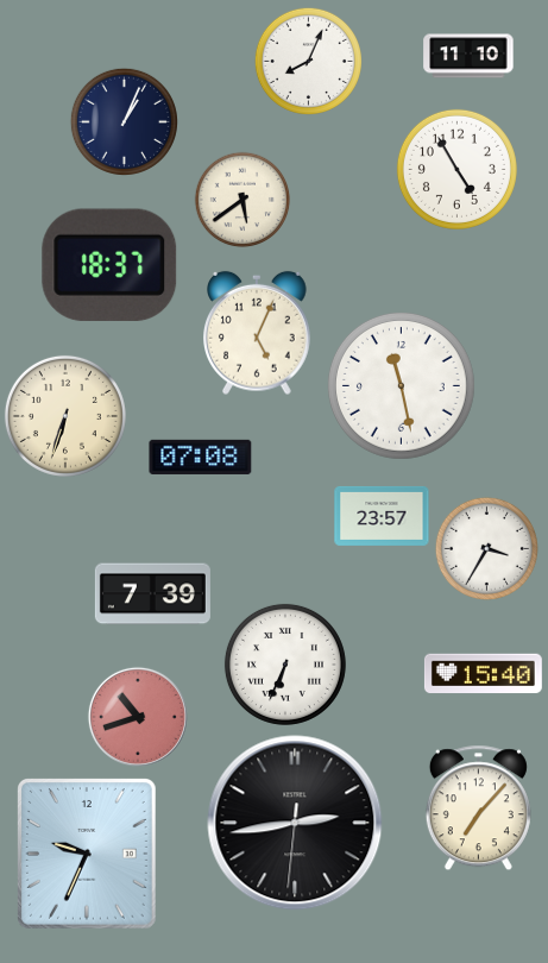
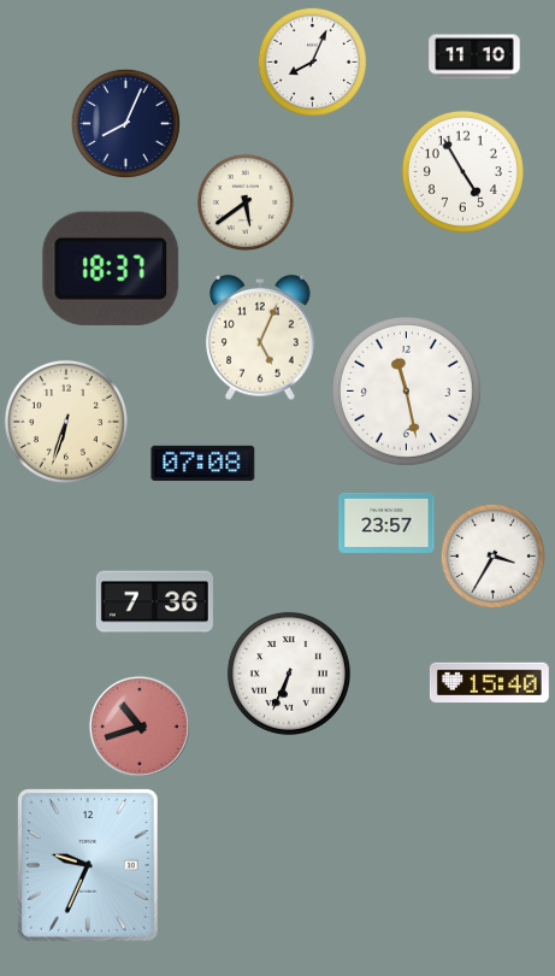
clock at (124, 121): 1:04 -> 8:04
clock at (152, 594): 7:39 -> 7:36
clock at (478, 808): 7:07 -> none
clock at (295, 823): 2:43 -> none
